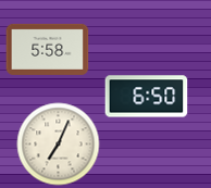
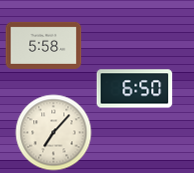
clock at (59, 145): 7:04 -> 7:07
